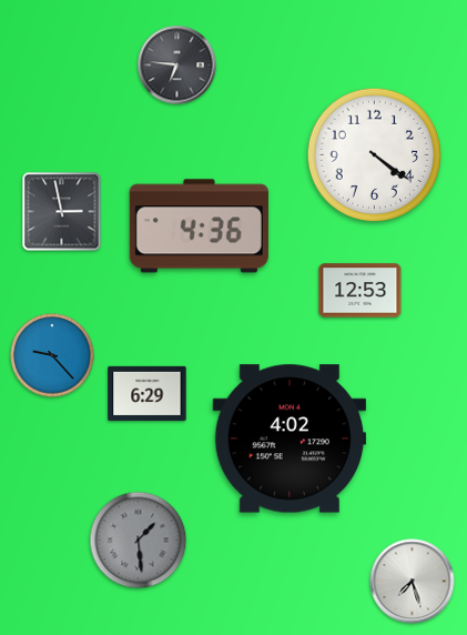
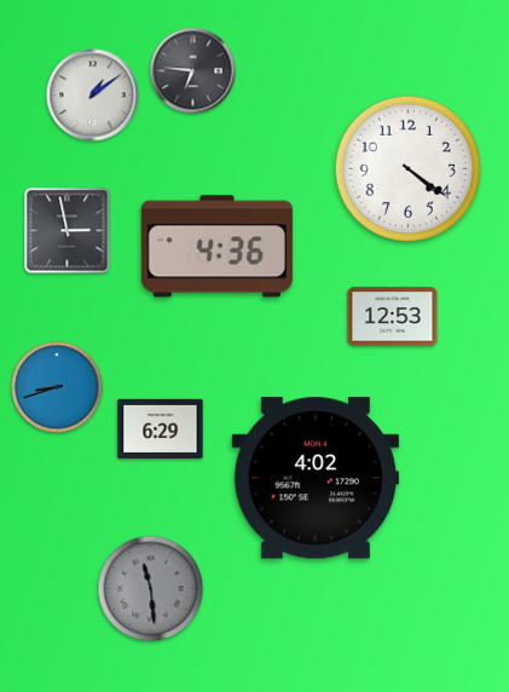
clock at (93, 96): none -> 1:09
clock at (52, 355): 9:23 -> 8:42
clock at (139, 541): 1:29 -> 11:29
clock at (413, 582): 7:27 -> none
